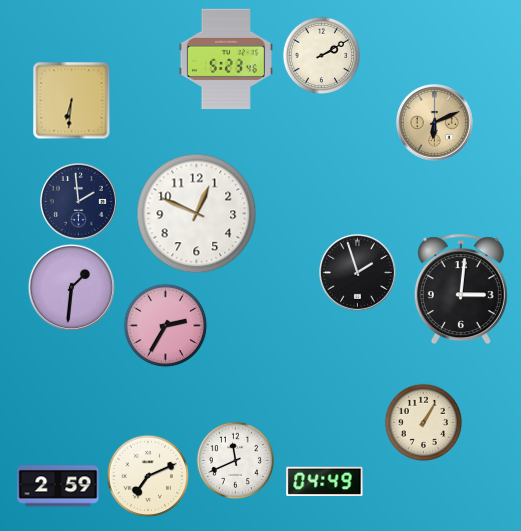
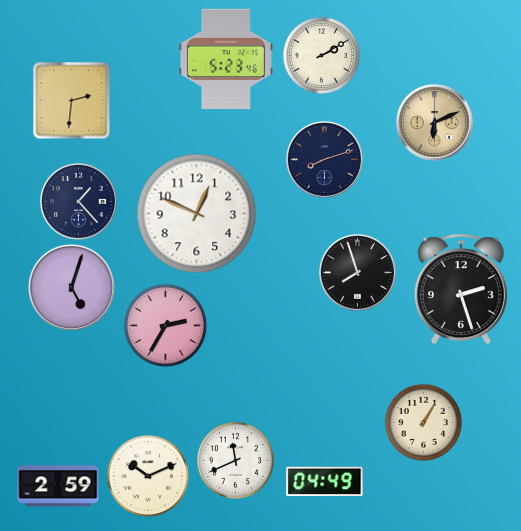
clock at (71, 100): 6:31 -> 2:31
clock at (324, 159): none -> 8:12
clock at (78, 201): 1:59 -> 1:23
clock at (357, 272): 1:57 -> 7:57
clock at (71, 287): 1:31 -> 5:03
clock at (461, 289): 3:01 -> 2:27
clock at (148, 476): 7:11 -> 10:11
